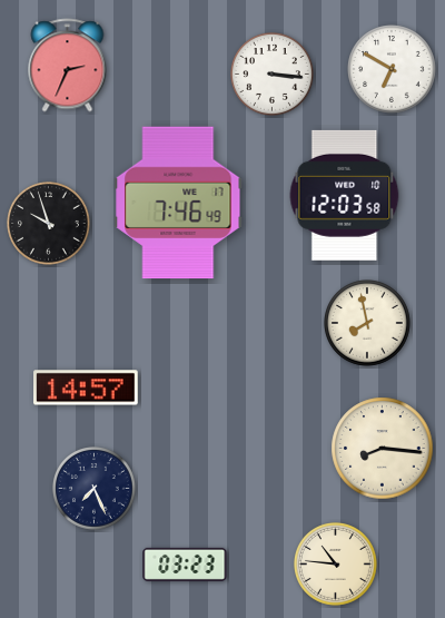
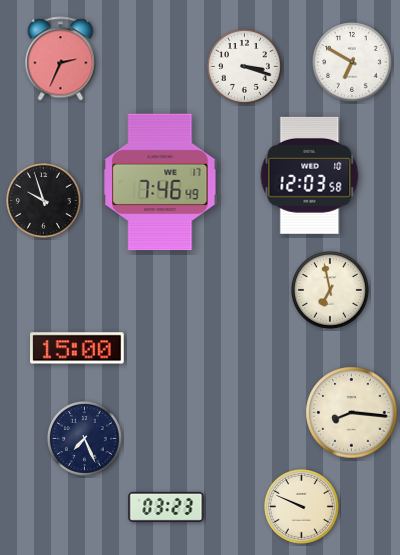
clock at (273, 75): 3:16 -> 3:18
clock at (368, 324): 7:58 -> 6:58
clock at (86, 388): 14:57 -> 15:00
clock at (383, 449) position: (383, 449) -> (352, 413)
clock at (336, 565): 10:46 -> 9:49
